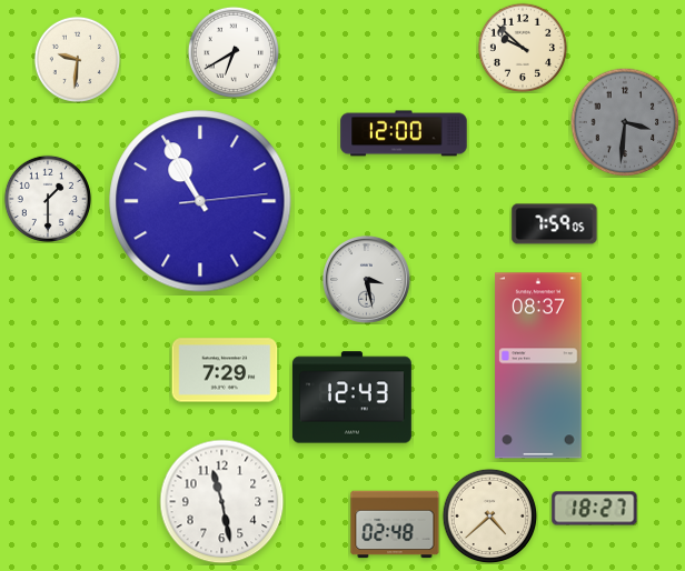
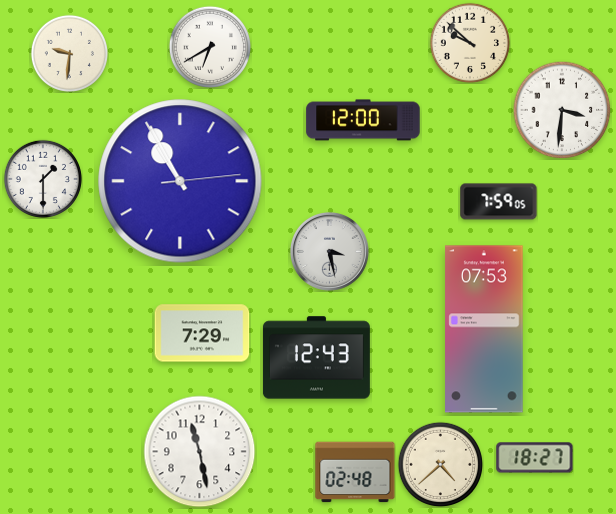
clock at (625, 122) dial: grey -> white
clock at (538, 365): 08:37 -> 07:53
